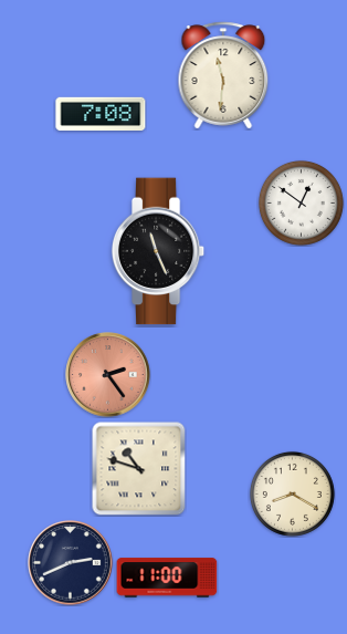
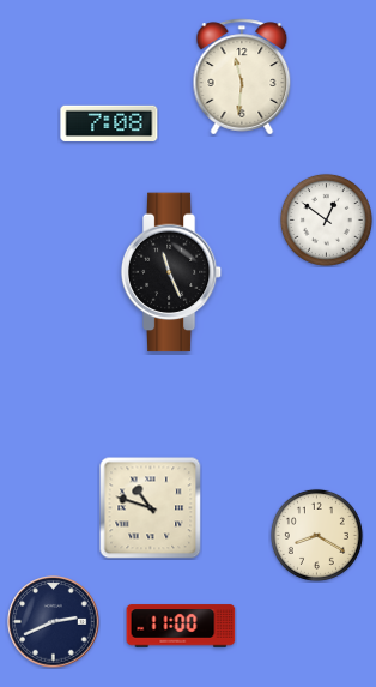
clock at (223, 75) position: (223, 75) -> (242, 77)
clock at (108, 375): 2:24 -> none
clock at (71, 563) position: (71, 563) -> (54, 622)
